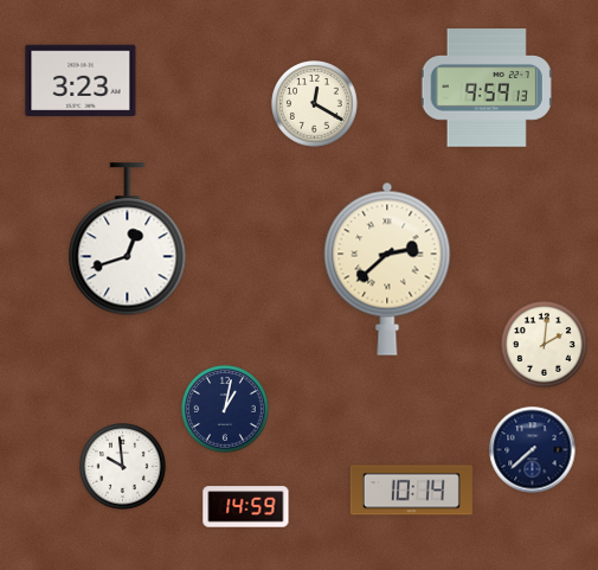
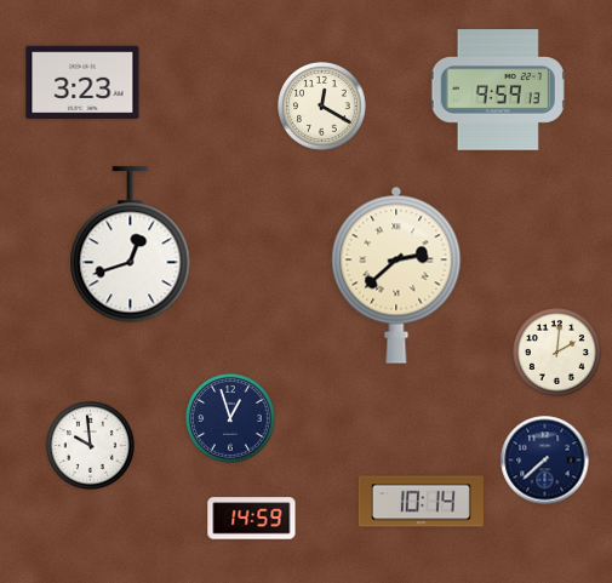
clock at (225, 409): 1:02 -> 12:57
clock at (123, 467) position: (123, 467) -> (91, 446)
